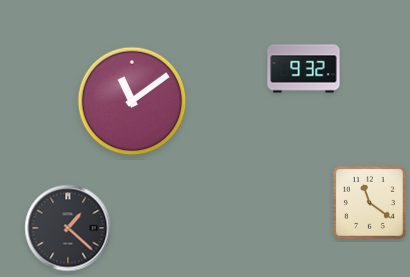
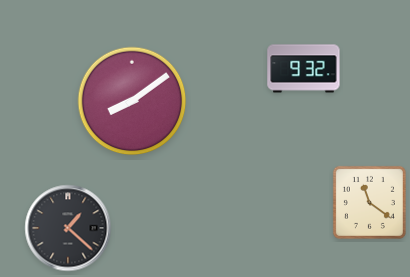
clock at (132, 101): 11:09 -> 8:09
